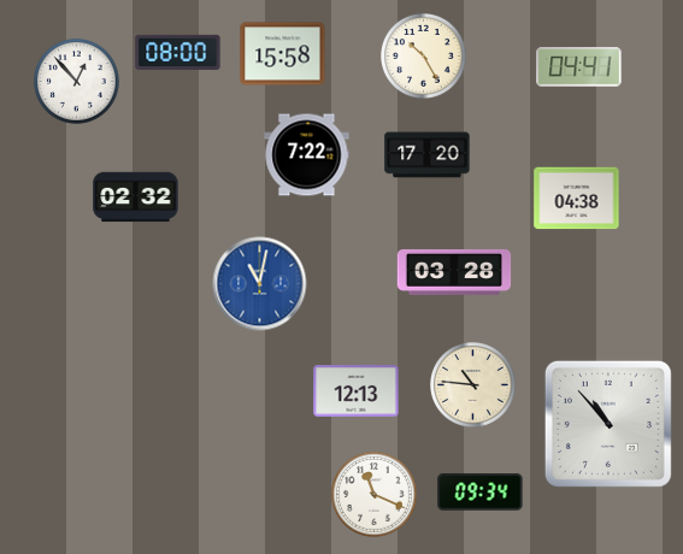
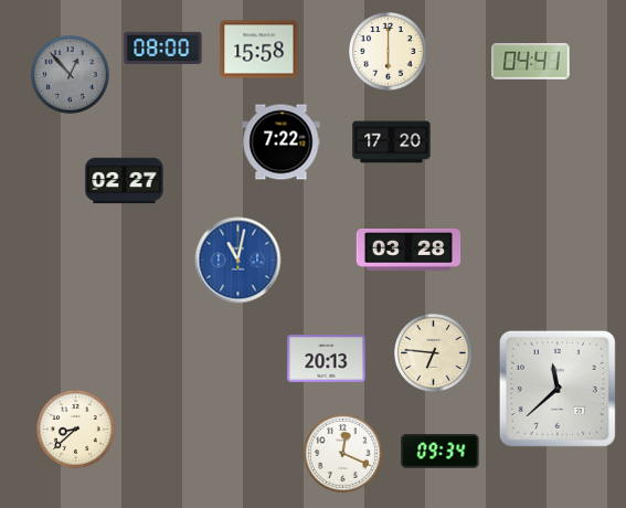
clock at (424, 57): 10:25 -> 6:00
clock at (77, 82) dial: white -> grey
clock at (136, 198): 02:32 -> 02:27
clock at (577, 199): 04:38 -> none
clock at (454, 272) position: (454, 272) -> (409, 250)
clock at (473, 385): 10:46 -> 6:46
clock at (357, 391): 12:13 -> 20:13
clock at (608, 424): 10:53 -> 11:38
clock at (76, 430): none -> 8:38
clock at (375, 495): 11:19 -> 12:19
